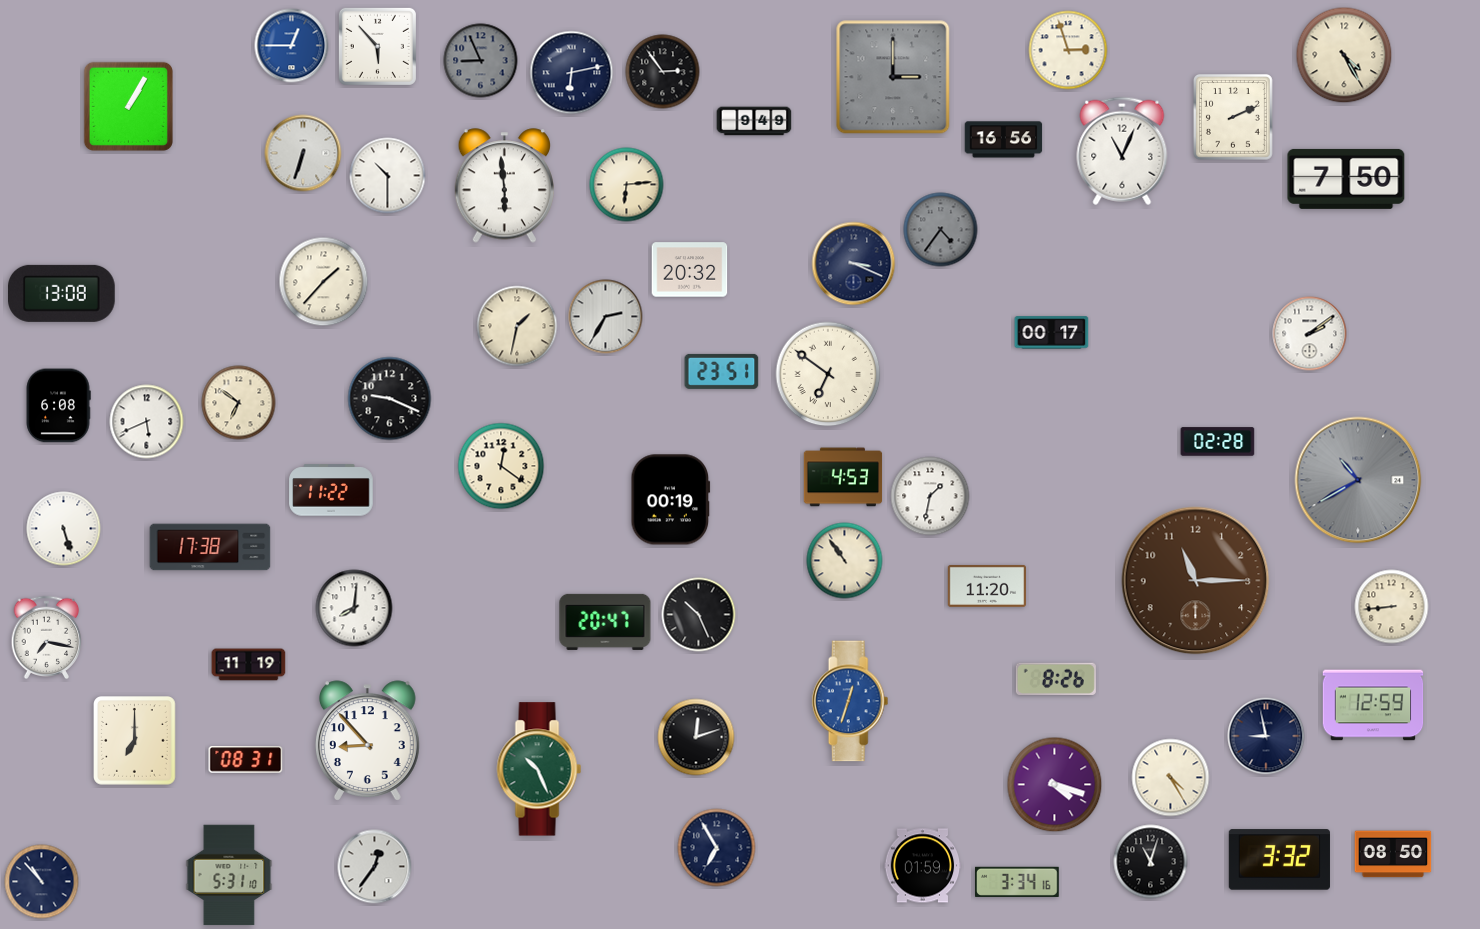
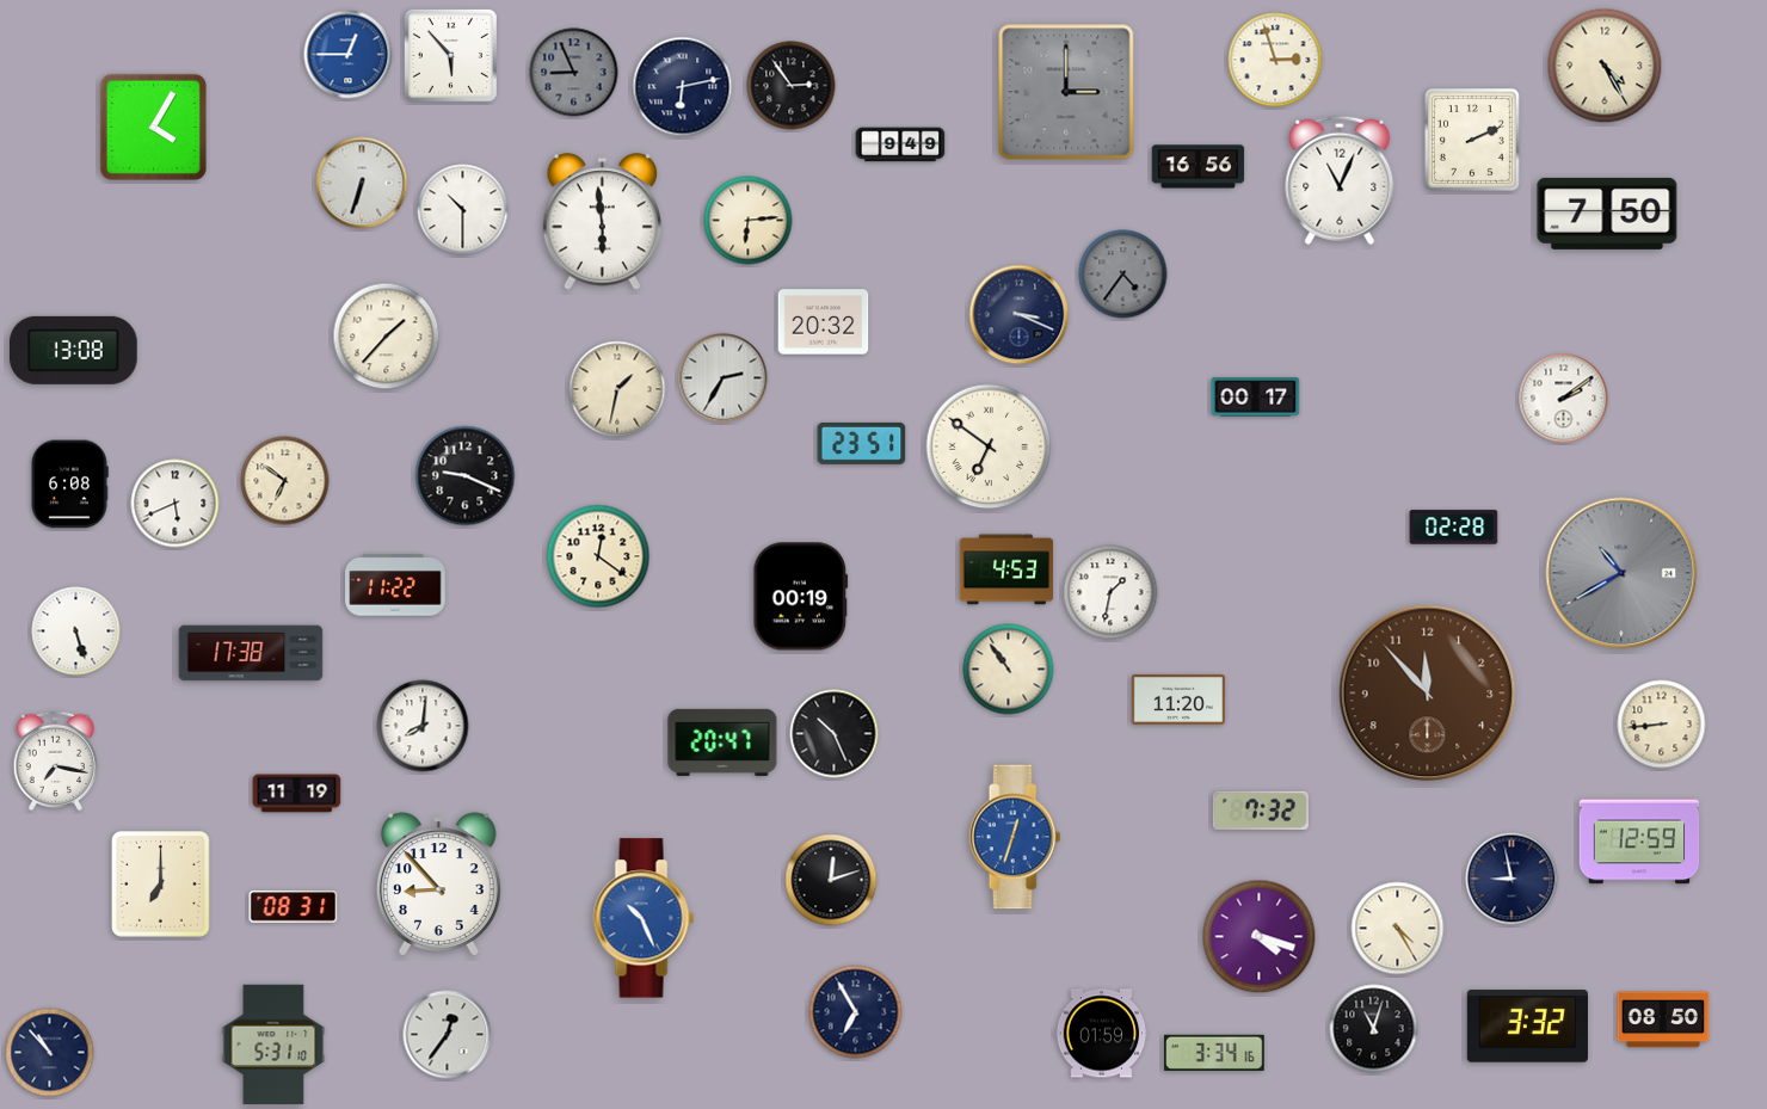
clock at (128, 106): 1:05 -> 4:05
clock at (1196, 581): 11:15 -> 11:53
clock at (1056, 679): 8:26 -> 7:32
clock at (539, 769) dial: green -> blue
